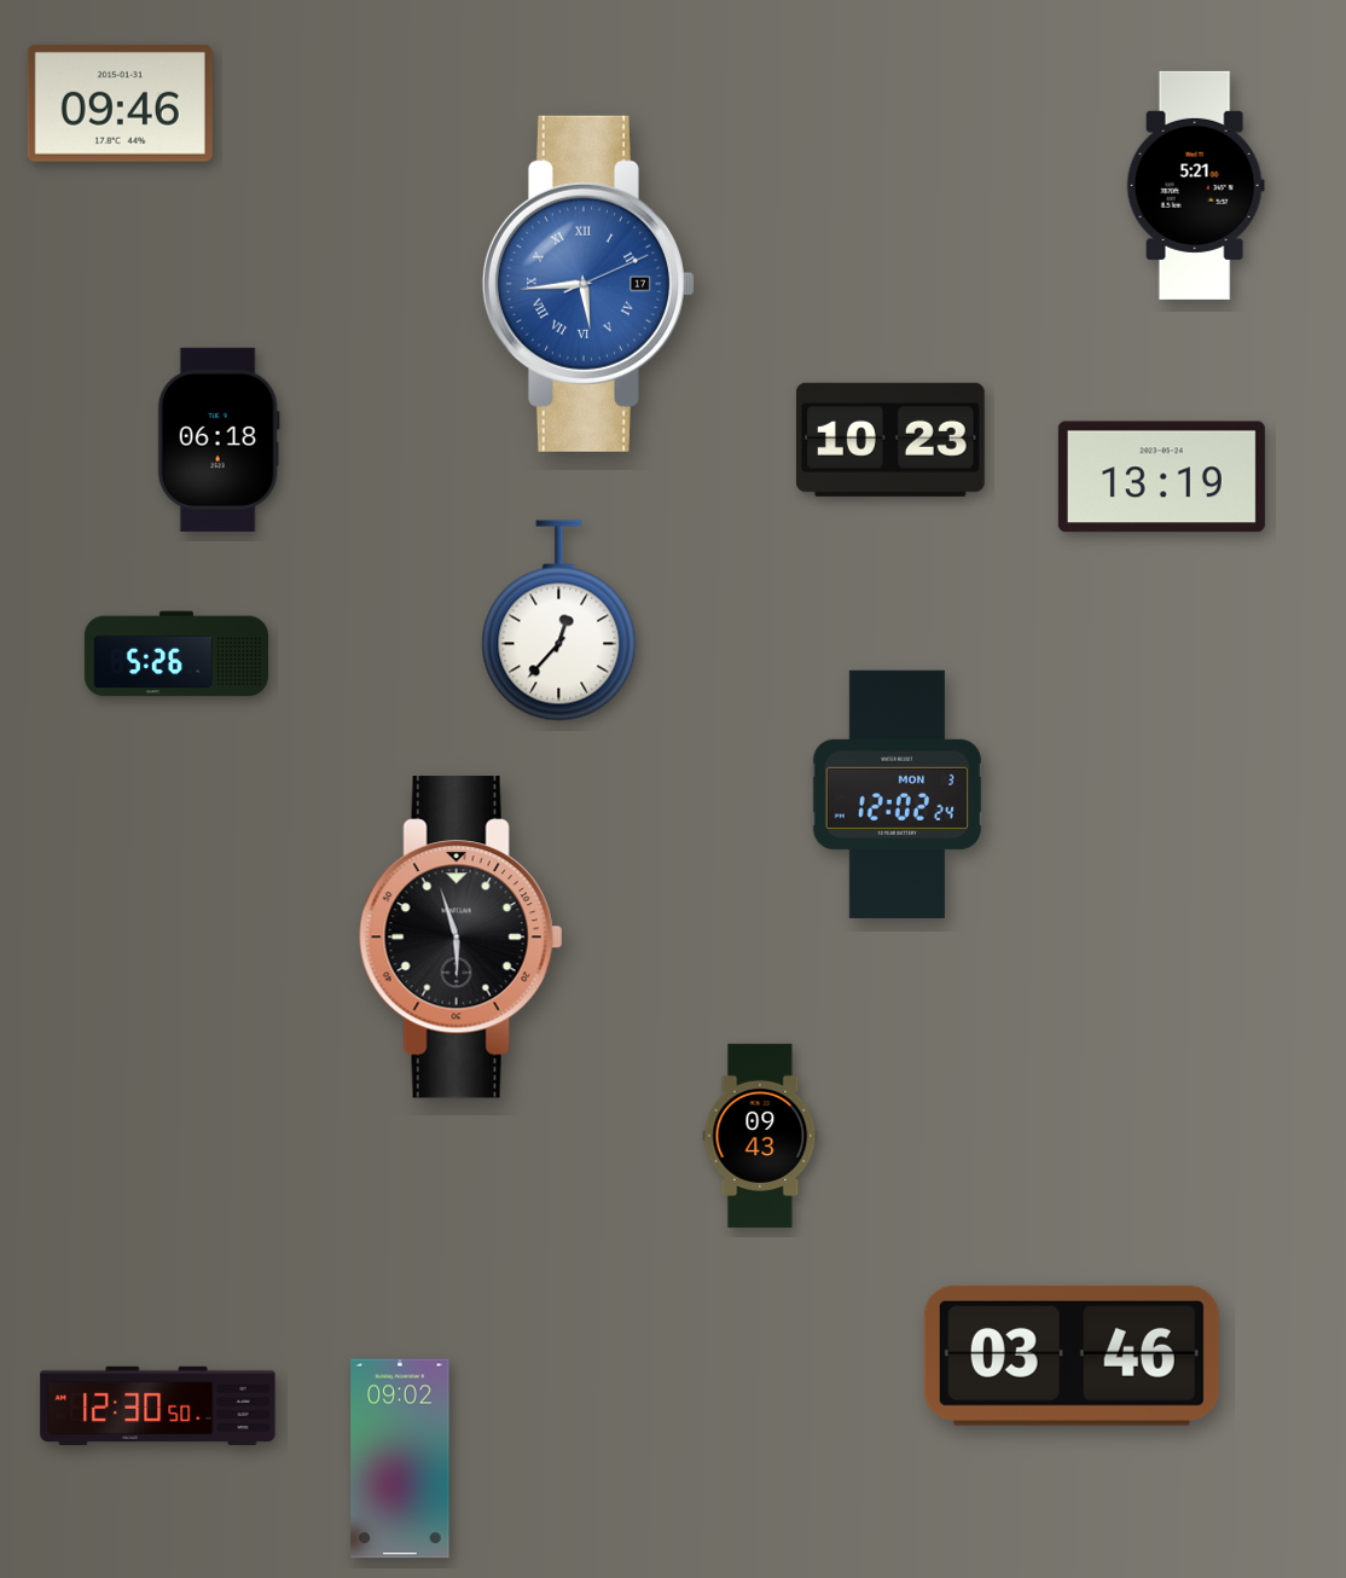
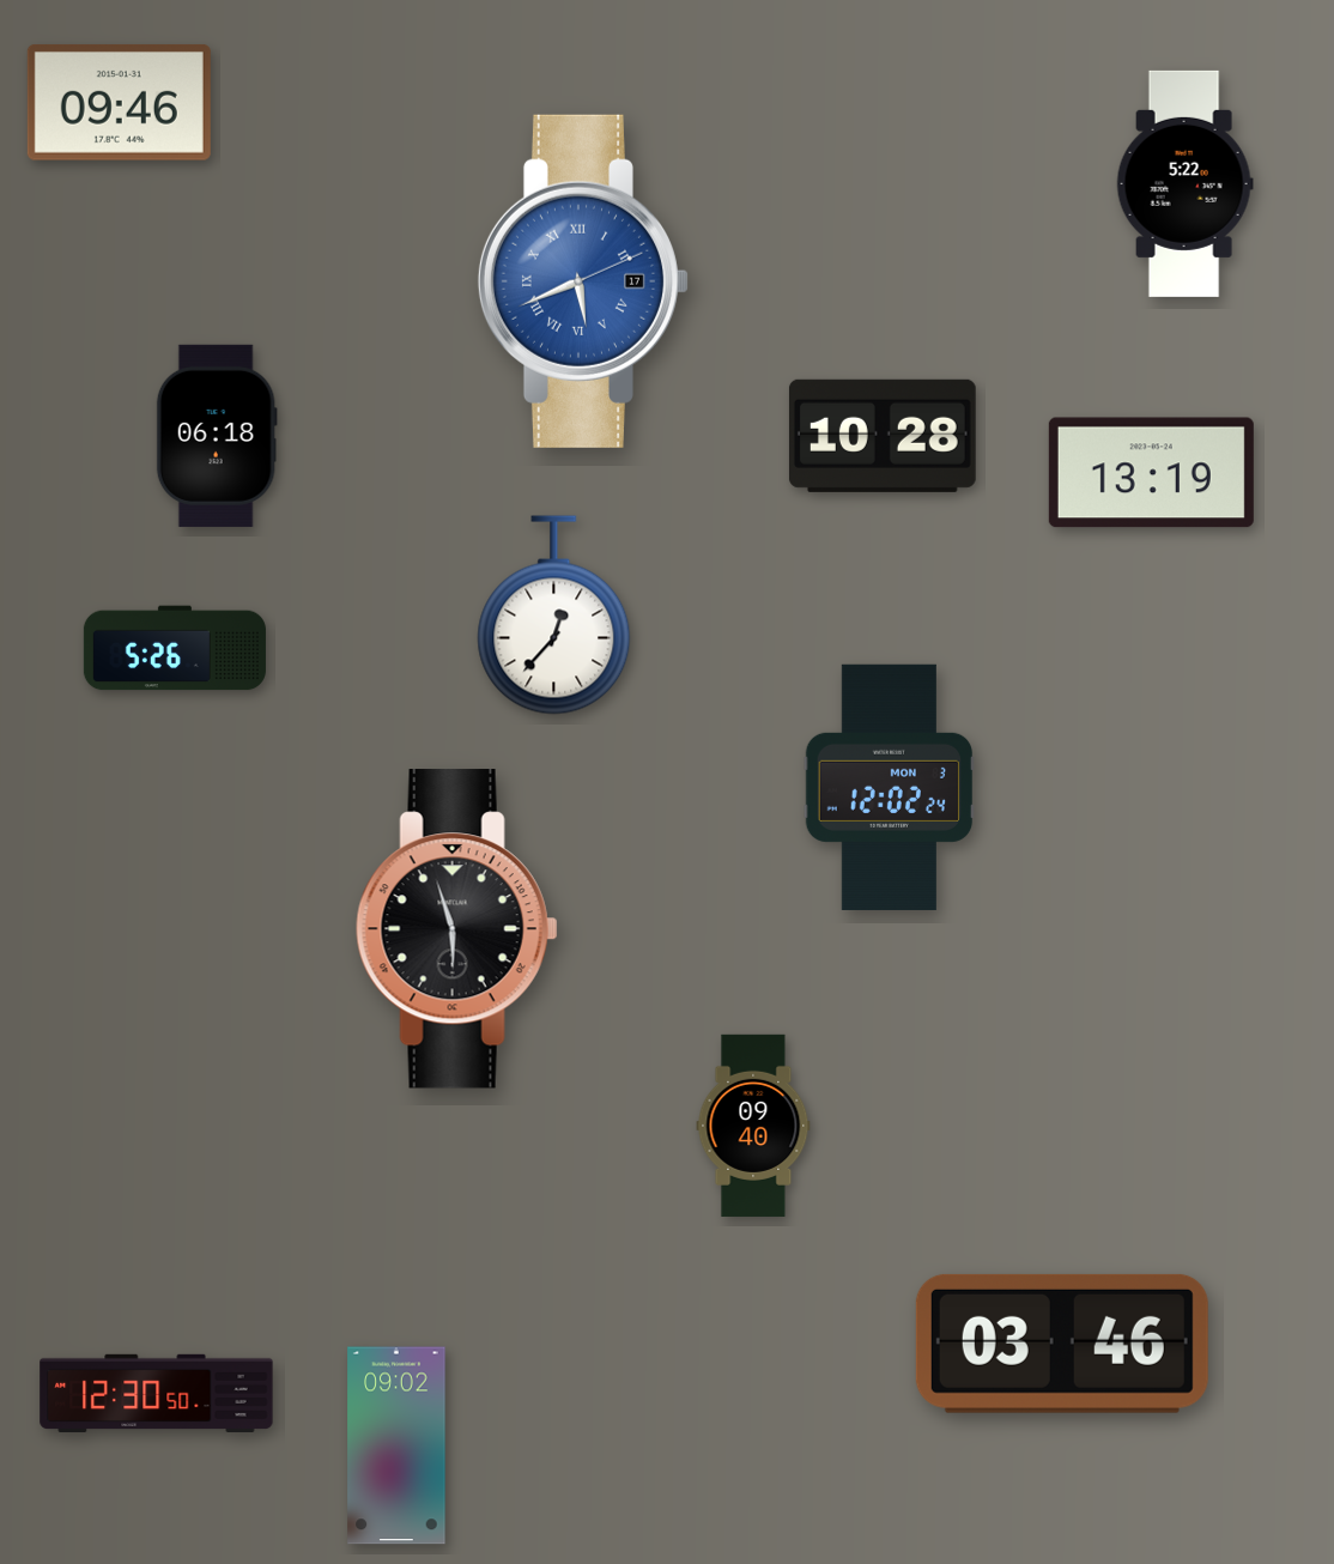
clock at (1195, 185): 5:21 -> 5:22
clock at (588, 284): 5:44 -> 5:41
clock at (890, 440): 10:23 -> 10:28
clock at (760, 1136): 09:43 -> 09:40
